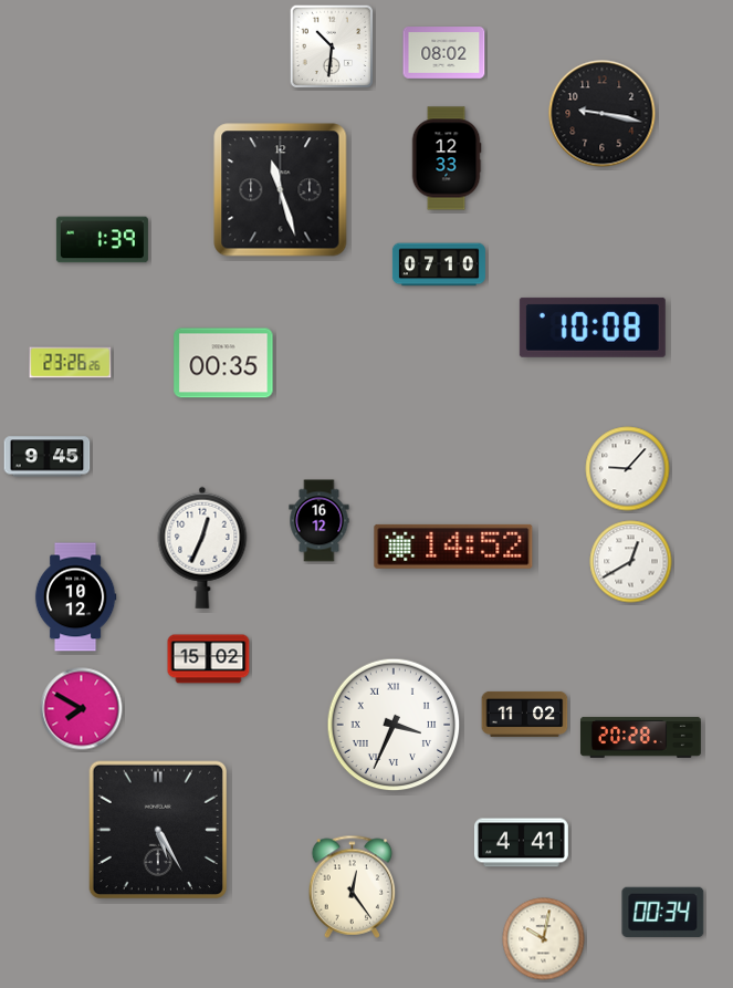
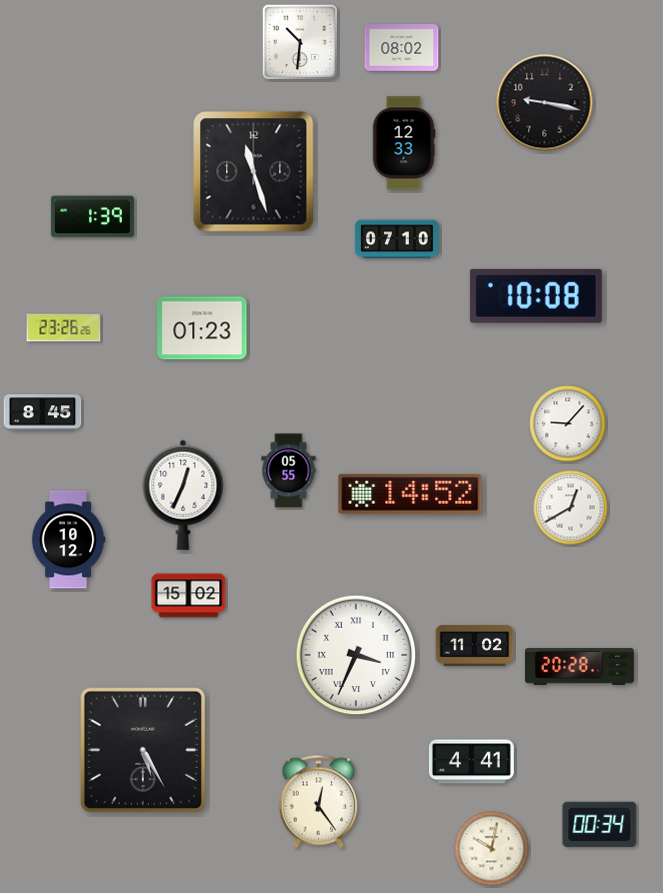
clock at (223, 363): 00:35 -> 01:23
clock at (48, 457): 9:45 -> 8:45
clock at (320, 521): 16:12 -> 05:55
clock at (82, 709): 7:50 -> none
